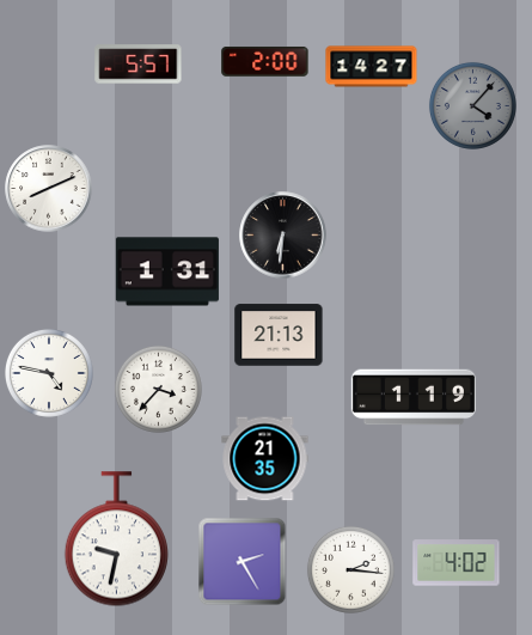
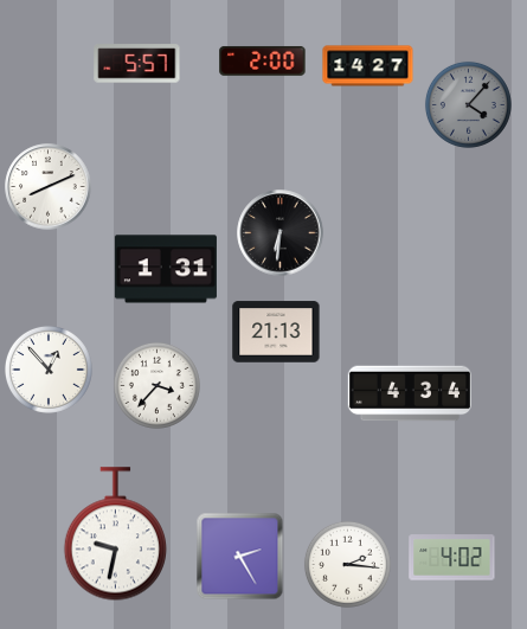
clock at (49, 373): 4:47 -> 12:53
clock at (412, 397): 1:19 -> 4:34
clock at (265, 459): 21:35 -> none
